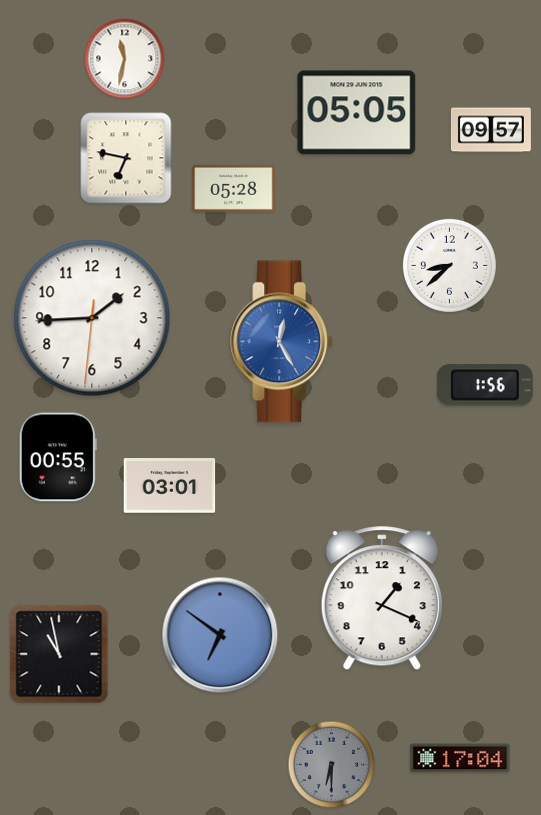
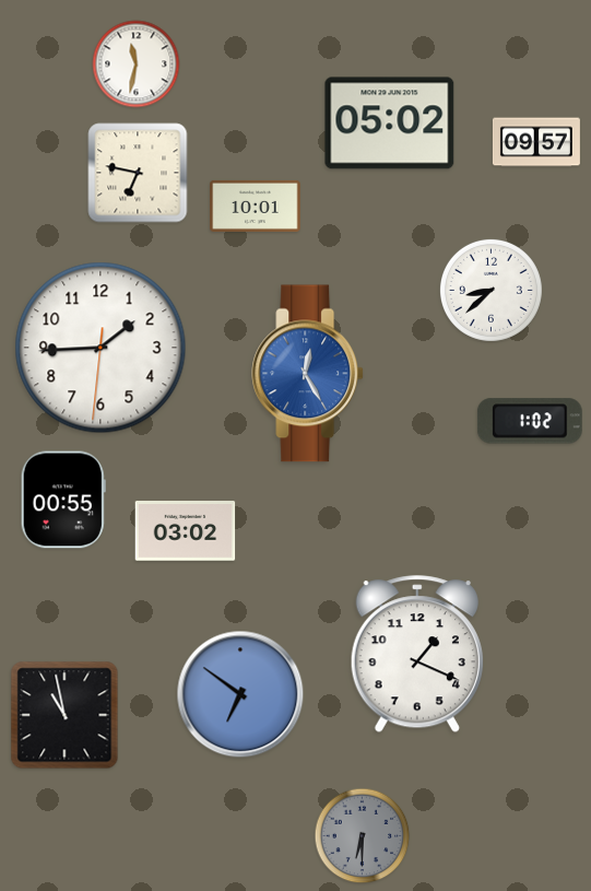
clock at (357, 113): 05:05 -> 05:02
clock at (234, 188): 05:28 -> 10:01
clock at (485, 385): 1:56 -> 1:02
clock at (170, 486): 03:01 -> 03:02
clock at (460, 758): 17:04 -> none
